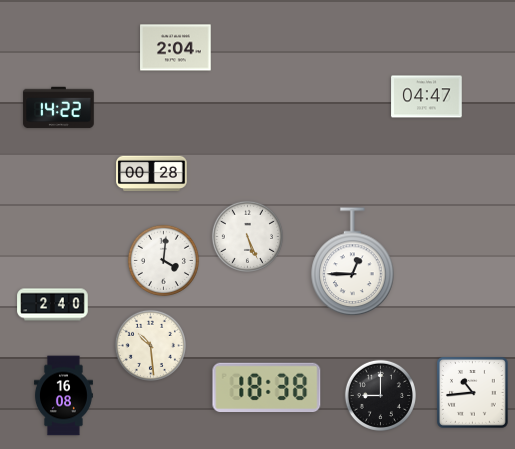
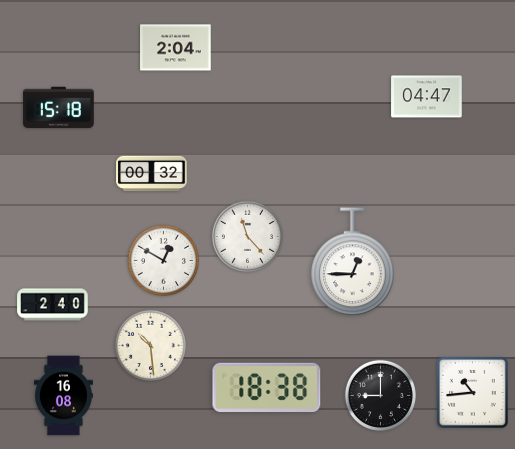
clock at (59, 108): 14:22 -> 15:18
clock at (152, 174): 00:28 -> 00:32
clock at (247, 236): 5:26 -> 11:23
clock at (163, 260): 4:01 -> 12:50
